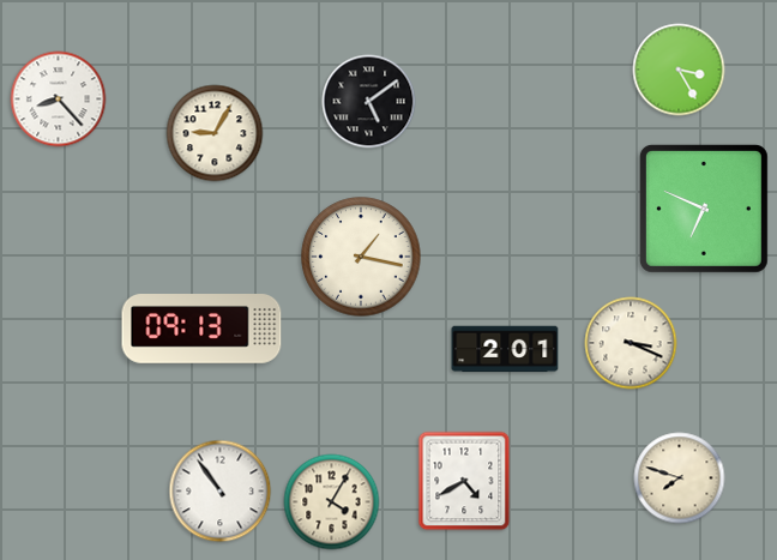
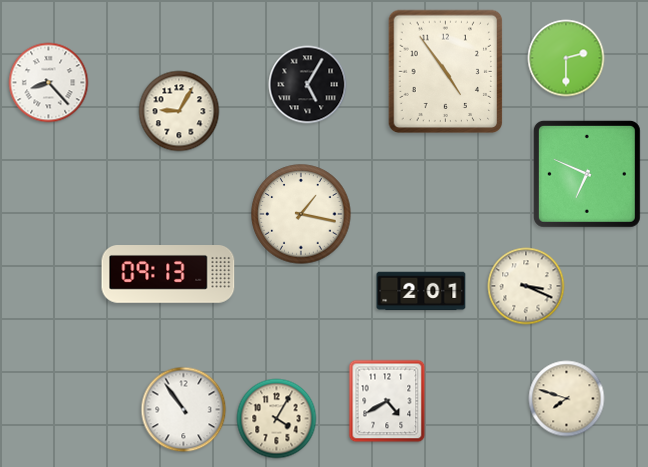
clock at (679, 70): 3:25 -> 2:30
clock at (446, 72): none -> 4:54
clock at (369, 102): 5:09 -> 5:05
